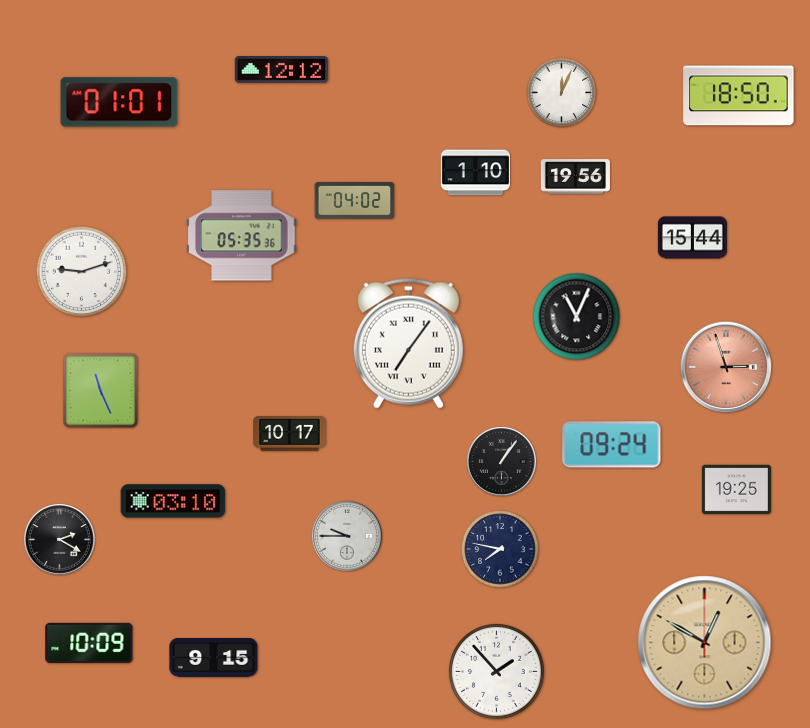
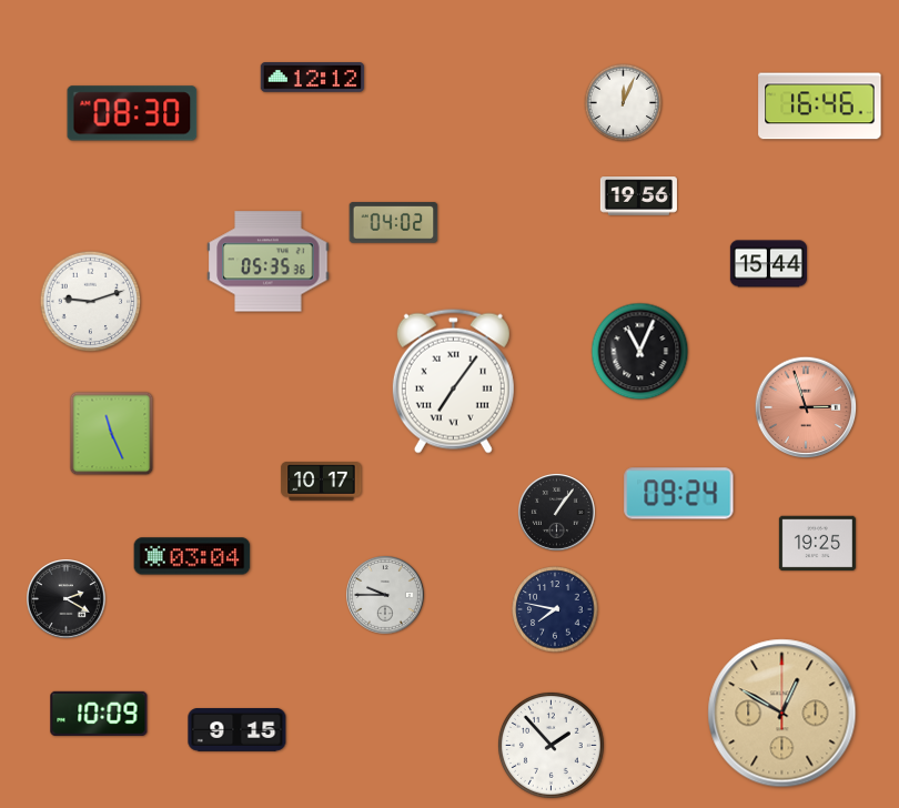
clock at (739, 96): 18:50 -> 16:46
clock at (119, 102): 01:01 -> 08:30
clock at (475, 173): 1:10 -> none
clock at (173, 501): 03:10 -> 03:04
